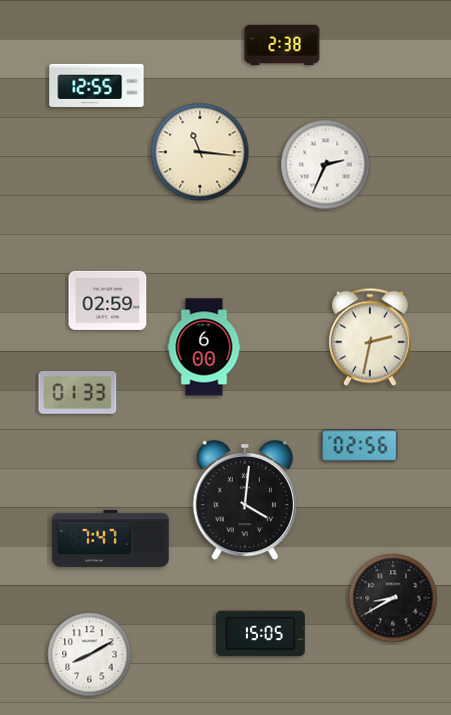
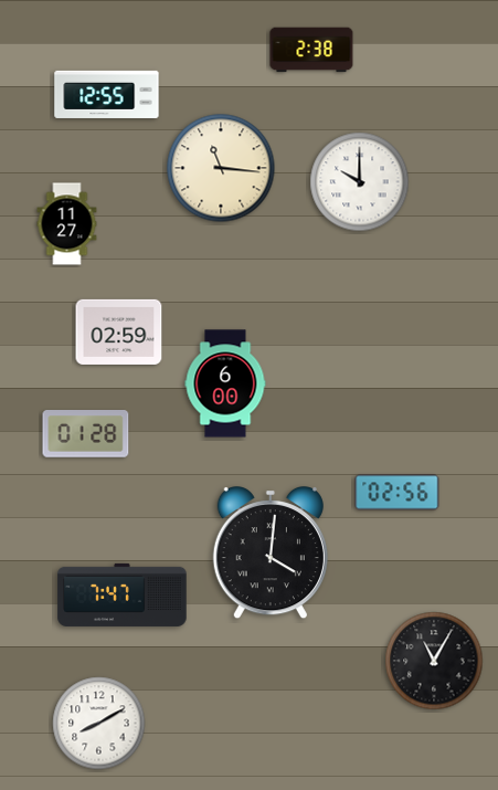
clock at (326, 165): 2:34 -> 10:00
clock at (67, 224): none -> 11:27
clock at (370, 337): 2:32 -> none
clock at (78, 393): 01:33 -> 01:28
clock at (393, 598): 8:40 -> 11:05
clock at (260, 634): 15:05 -> none
